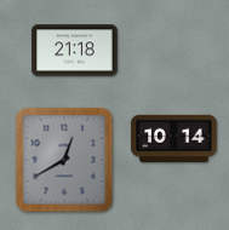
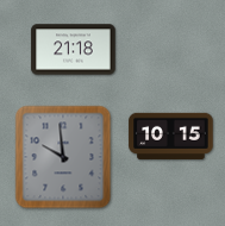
clock at (174, 138): 10:14 -> 10:15
clock at (64, 160): 12:40 -> 9:59
